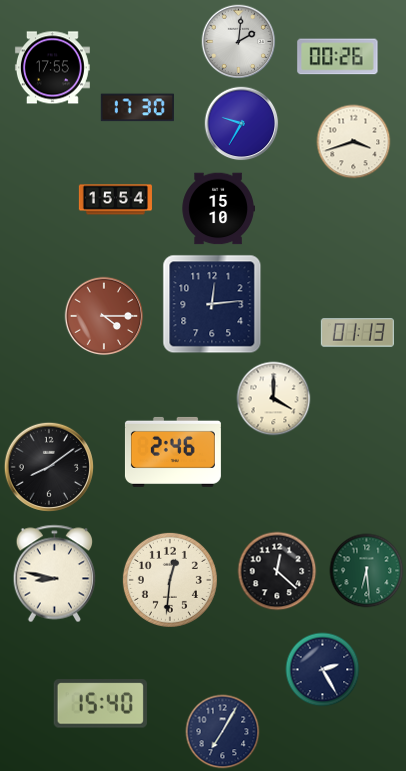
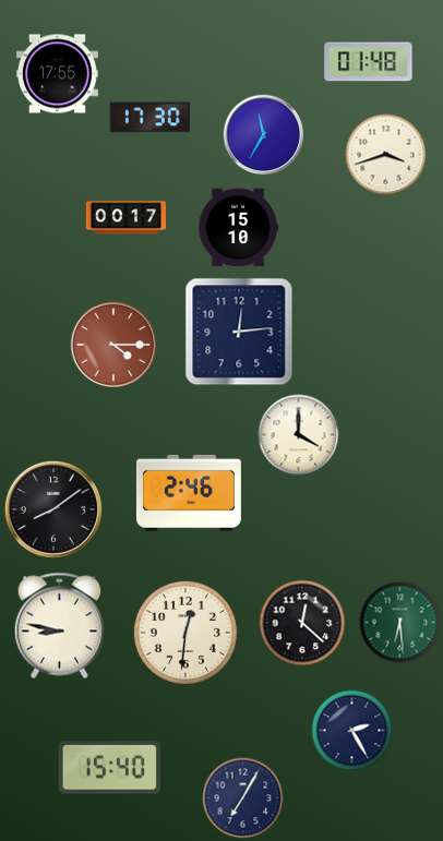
clock at (239, 42): 2:01 -> none
clock at (338, 57): 00:26 -> 01:48
clock at (242, 124): 9:35 -> 11:35
clock at (115, 200): 15:54 -> 00:17
clock at (212, 304) position: (212, 304) -> (239, 332)
clock at (357, 333): 01:13 -> none
